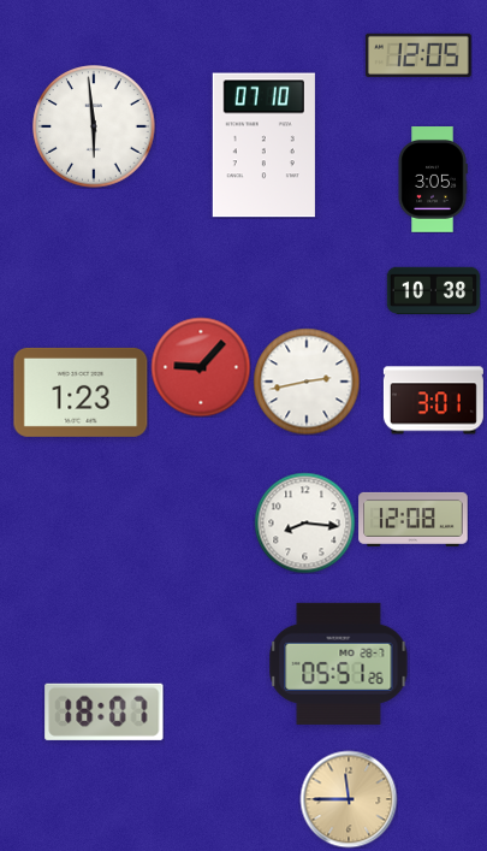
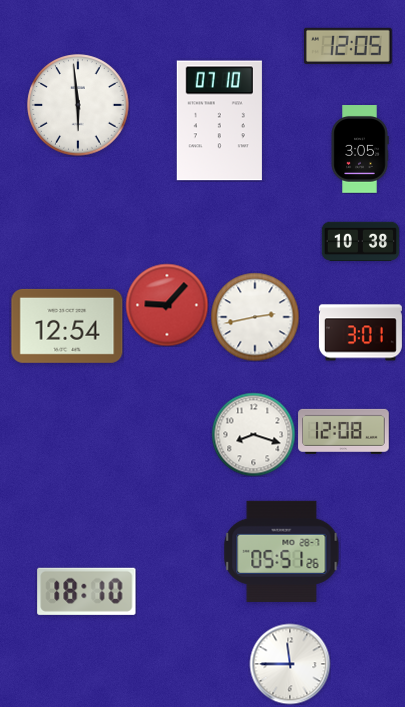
clock at (81, 392): 1:23 -> 12:54
clock at (304, 522): 8:16 -> 8:18
clock at (105, 711): 18:07 -> 18:10
clock at (349, 799) dial: champagne -> white
